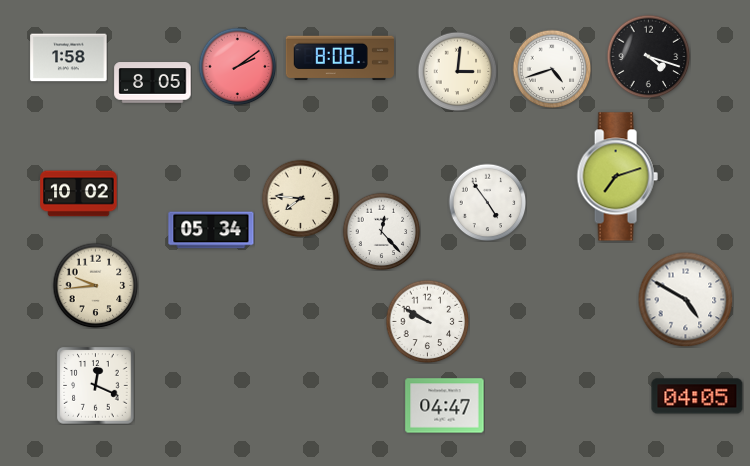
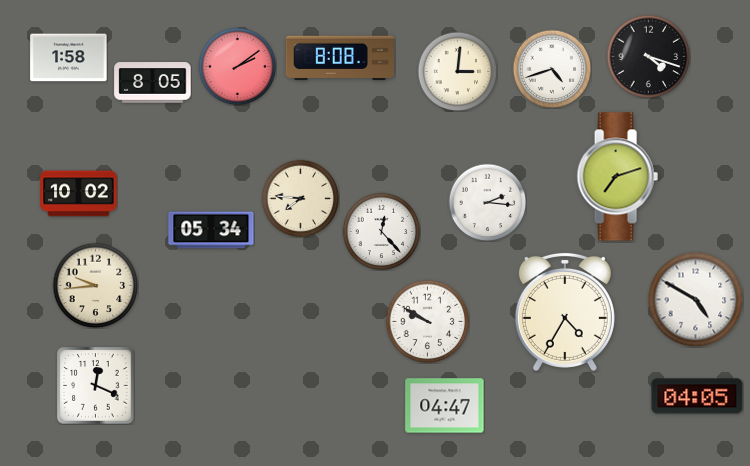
clock at (487, 202): 4:54 -> 2:16
clock at (685, 299) position: (685, 299) -> (695, 299)
clock at (565, 312): none -> 4:35
